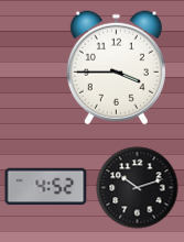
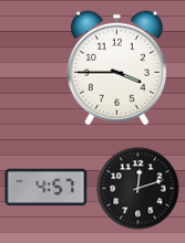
clock at (46, 187): 4:52 -> 4:57
clock at (138, 188): 10:12 -> 12:12
